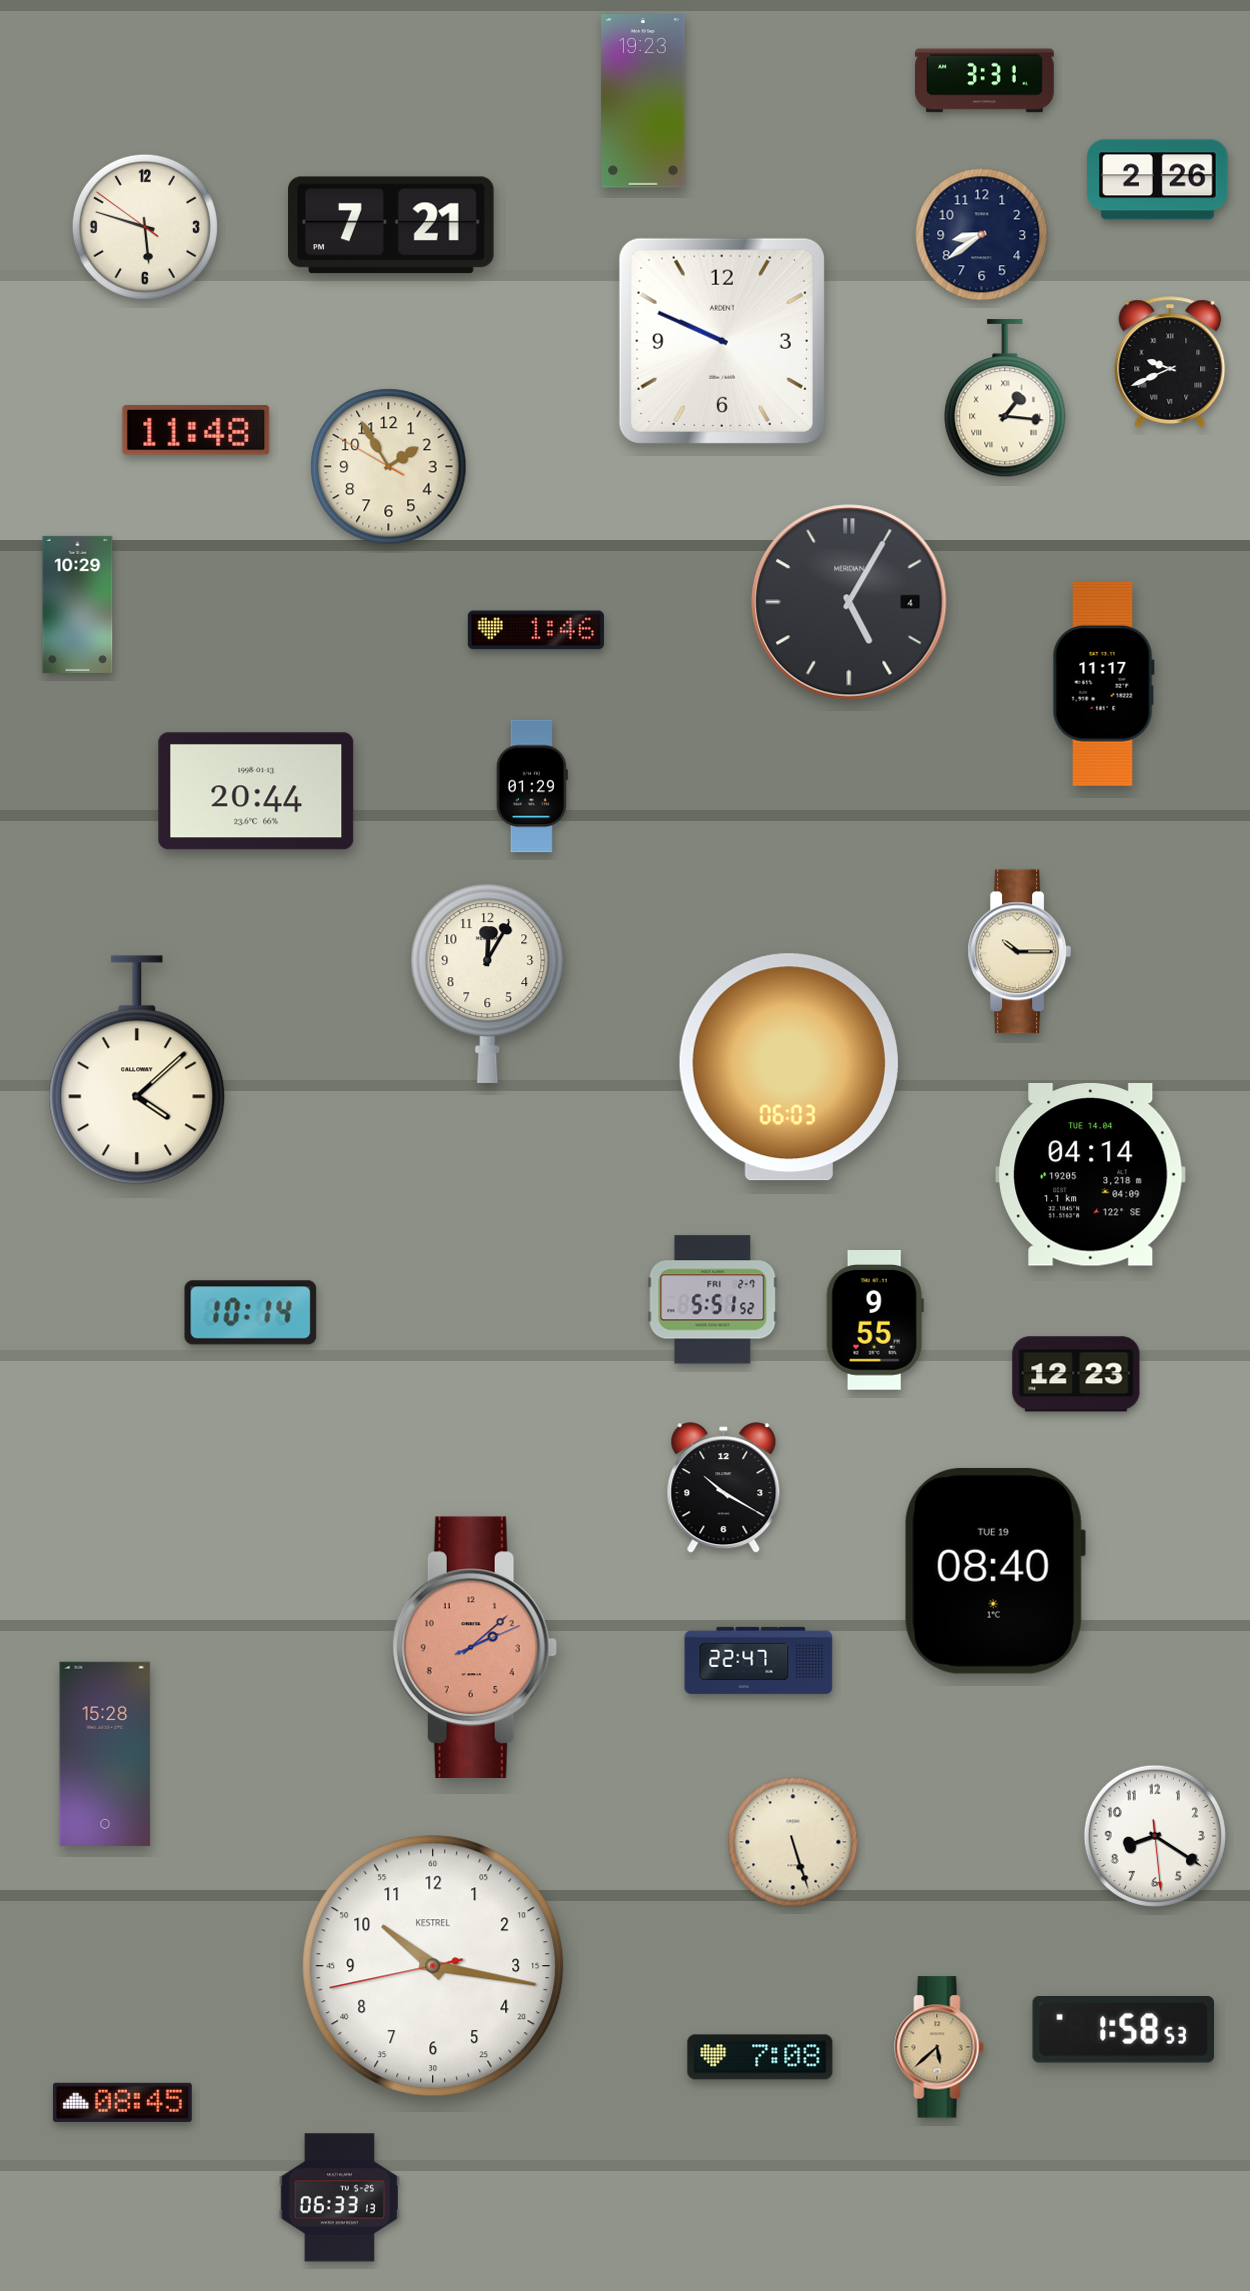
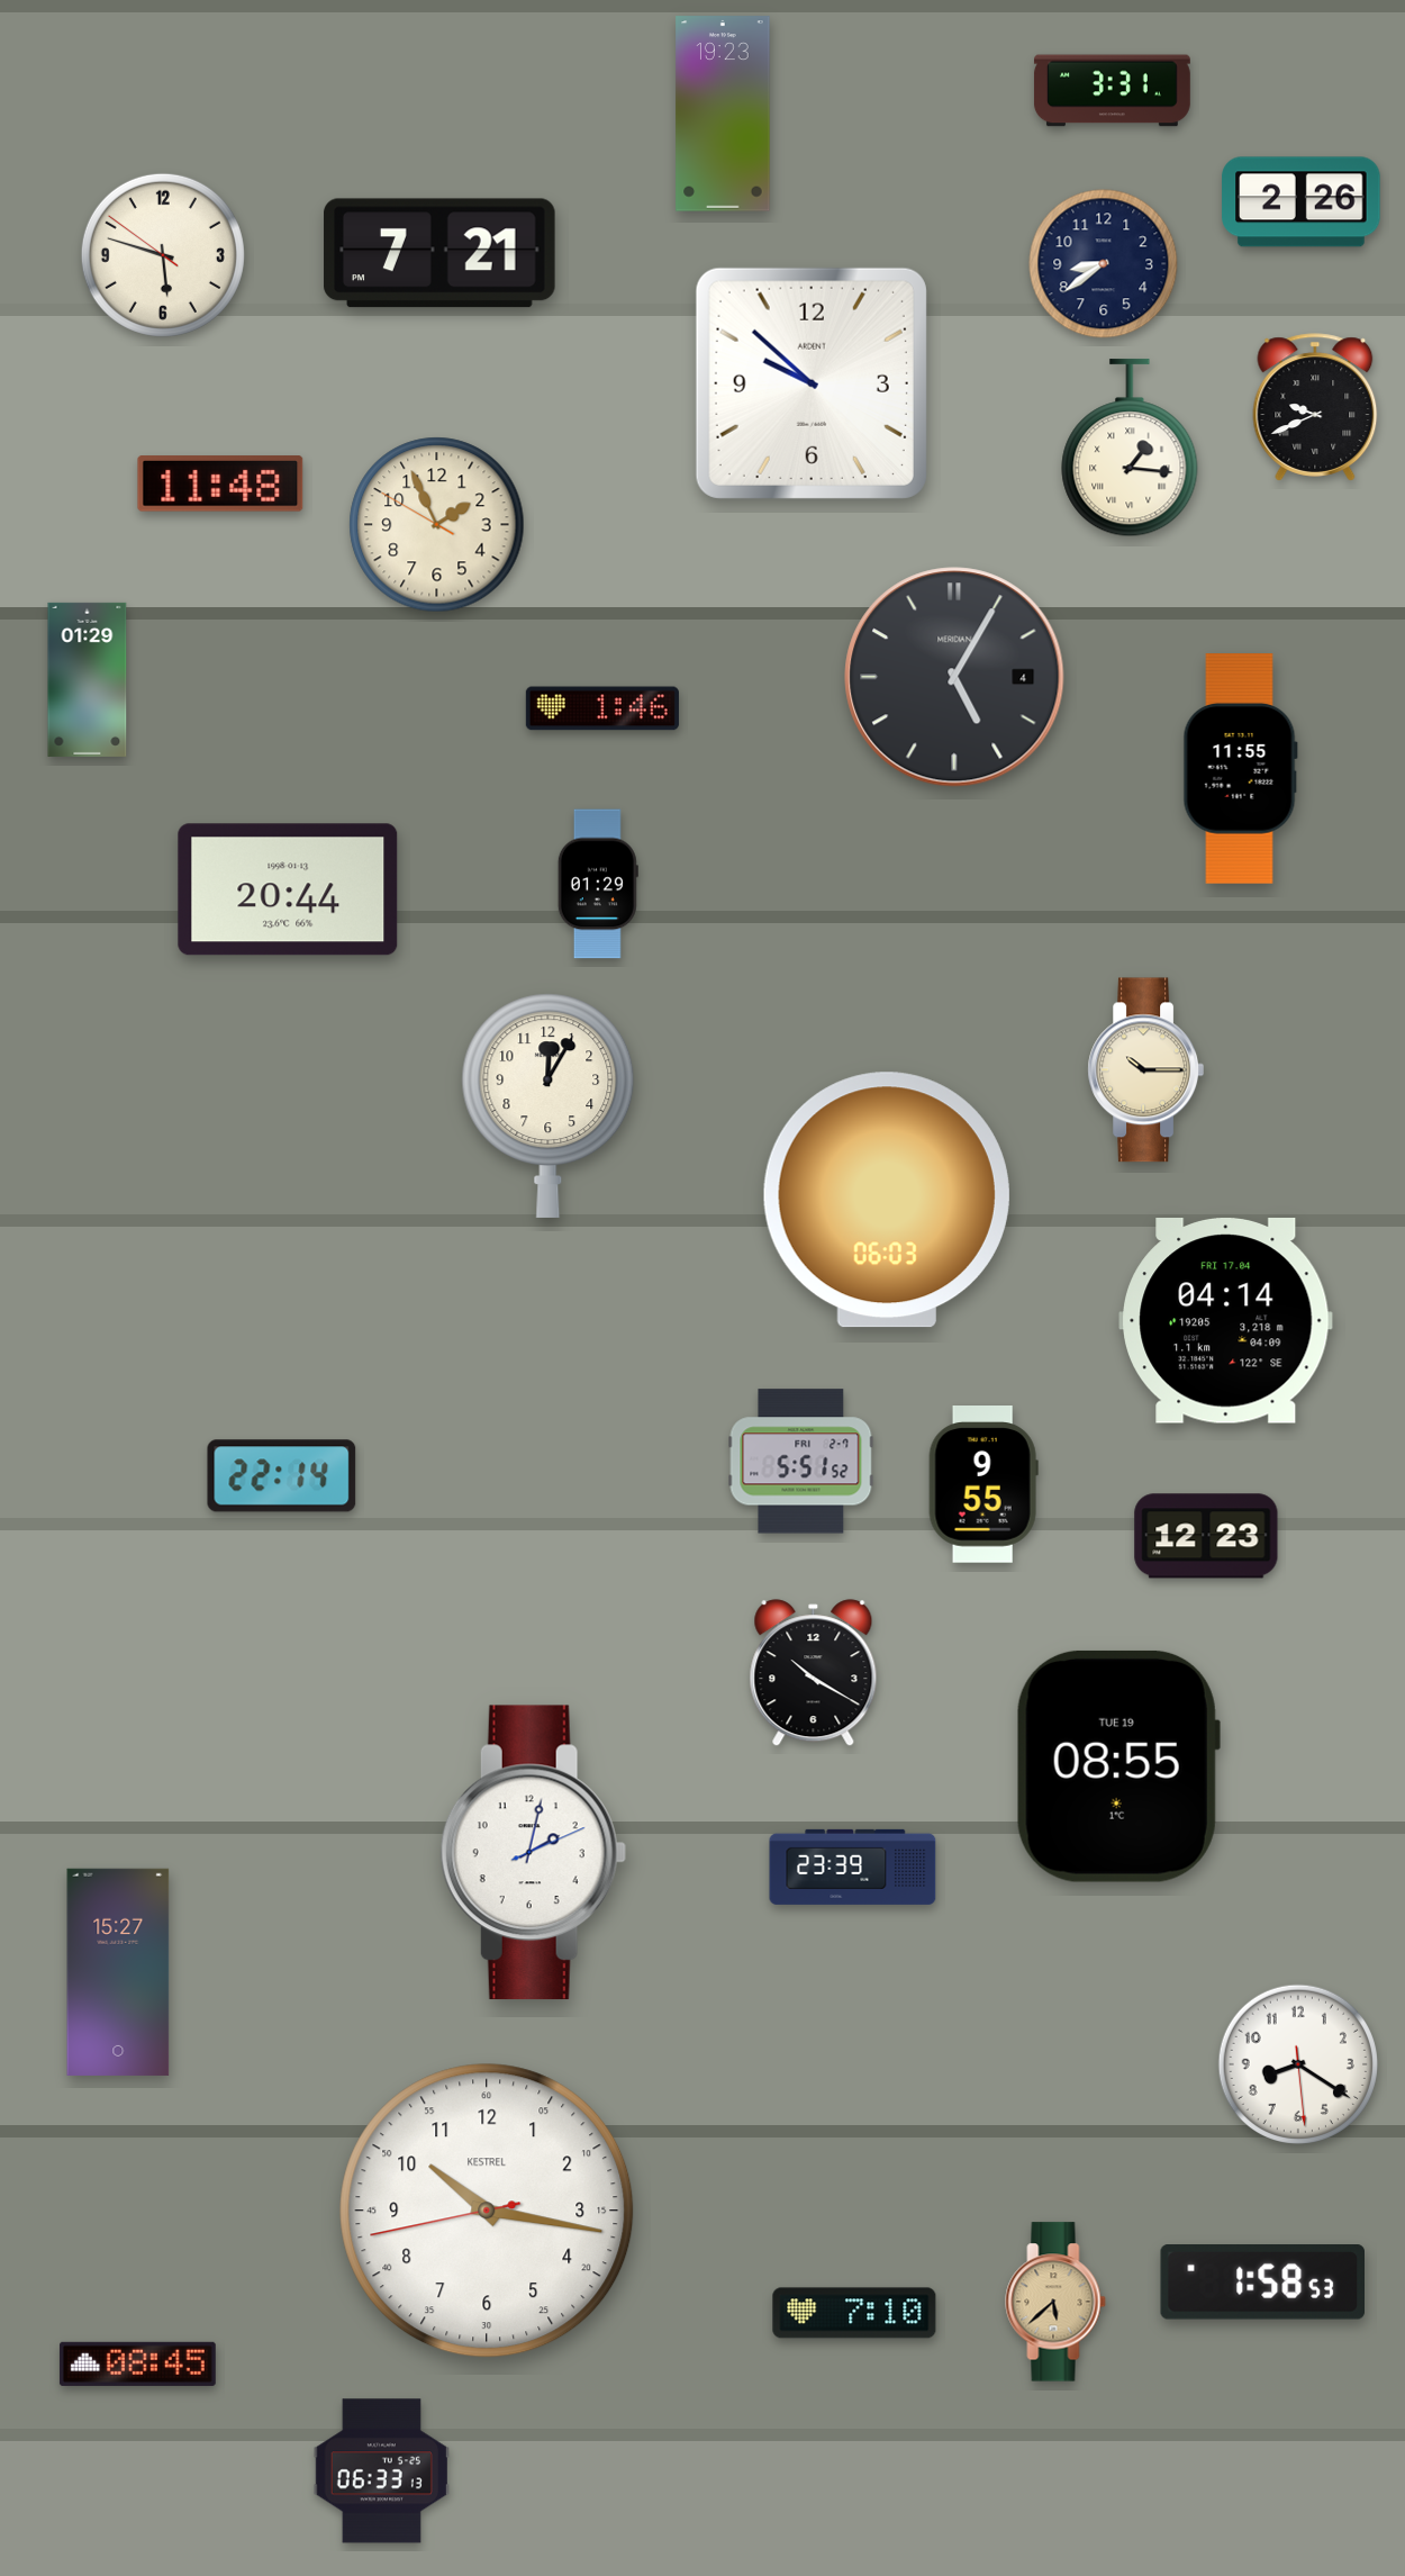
clock at (984, 81) position: (984, 81) -> (1112, 91)
clock at (722, 341): 9:49 -> 9:52
clock at (389, 467): 1:54 -> 1:55
clock at (78, 604): 10:29 -> 01:29
clock at (1103, 684): 11:17 -> 11:55
clock at (137, 1070): 4:08 -> none
clock at (1091, 1175) date: TUE 14.04 -> FRI 17.04
clock at (251, 1313): 10:14 -> 22:14
clock at (1076, 1374) position: (1076, 1374) -> (1206, 1536)
clock at (995, 1571): 08:40 -> 08:55
clock at (474, 1648): 2:08 -> 2:02
clock at (474, 1648) dial: salmon -> white
clock at (759, 1660): 22:47 -> 23:39
clock at (105, 1754): 15:28 -> 15:27
clock at (793, 1842): 5:27 -> none
clock at (760, 2057): 7:08 -> 7:10
